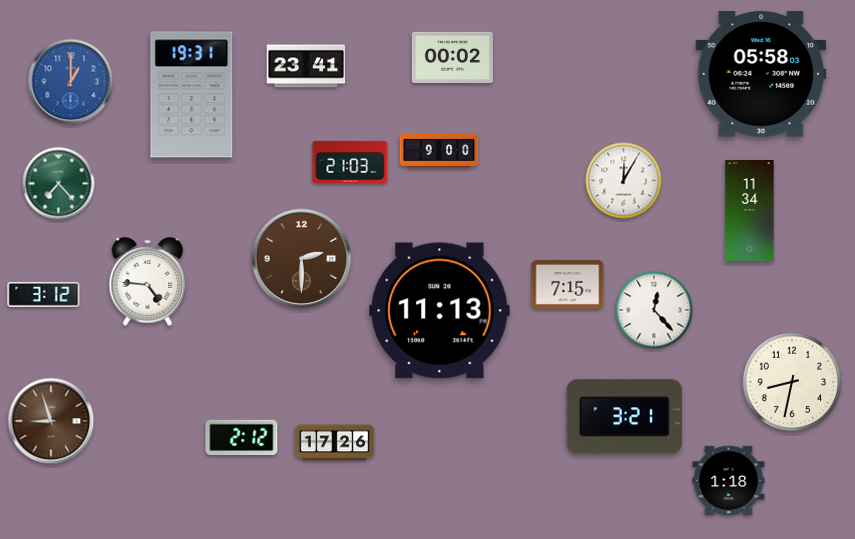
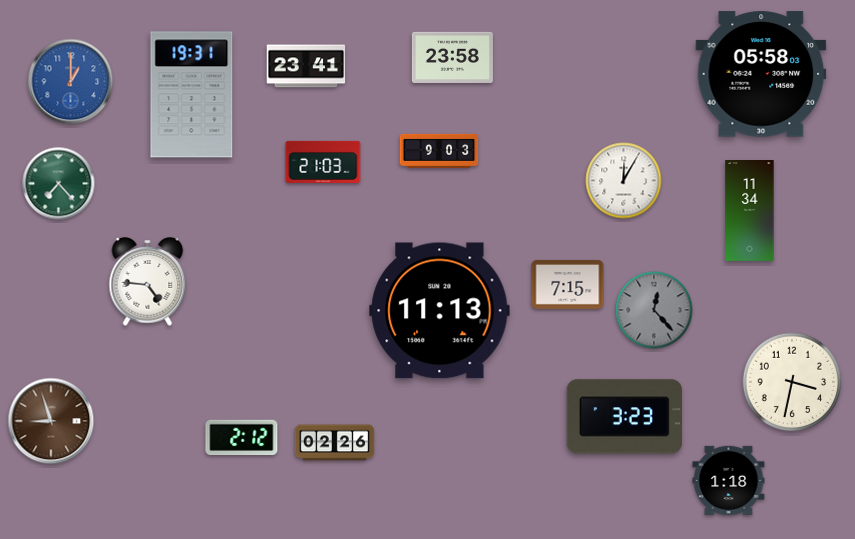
clock at (452, 57): 00:02 -> 23:58
clock at (439, 151): 9:00 -> 9:03
clock at (350, 162) position: (350, 162) -> (323, 162)
clock at (302, 259): 2:30 -> none
clock at (44, 294): 3:12 -> none
clock at (654, 310) dial: white -> grey
clock at (792, 382): 8:32 -> 3:32
clock at (624, 417): 3:21 -> 3:23
clock at (335, 443): 17:26 -> 02:26
